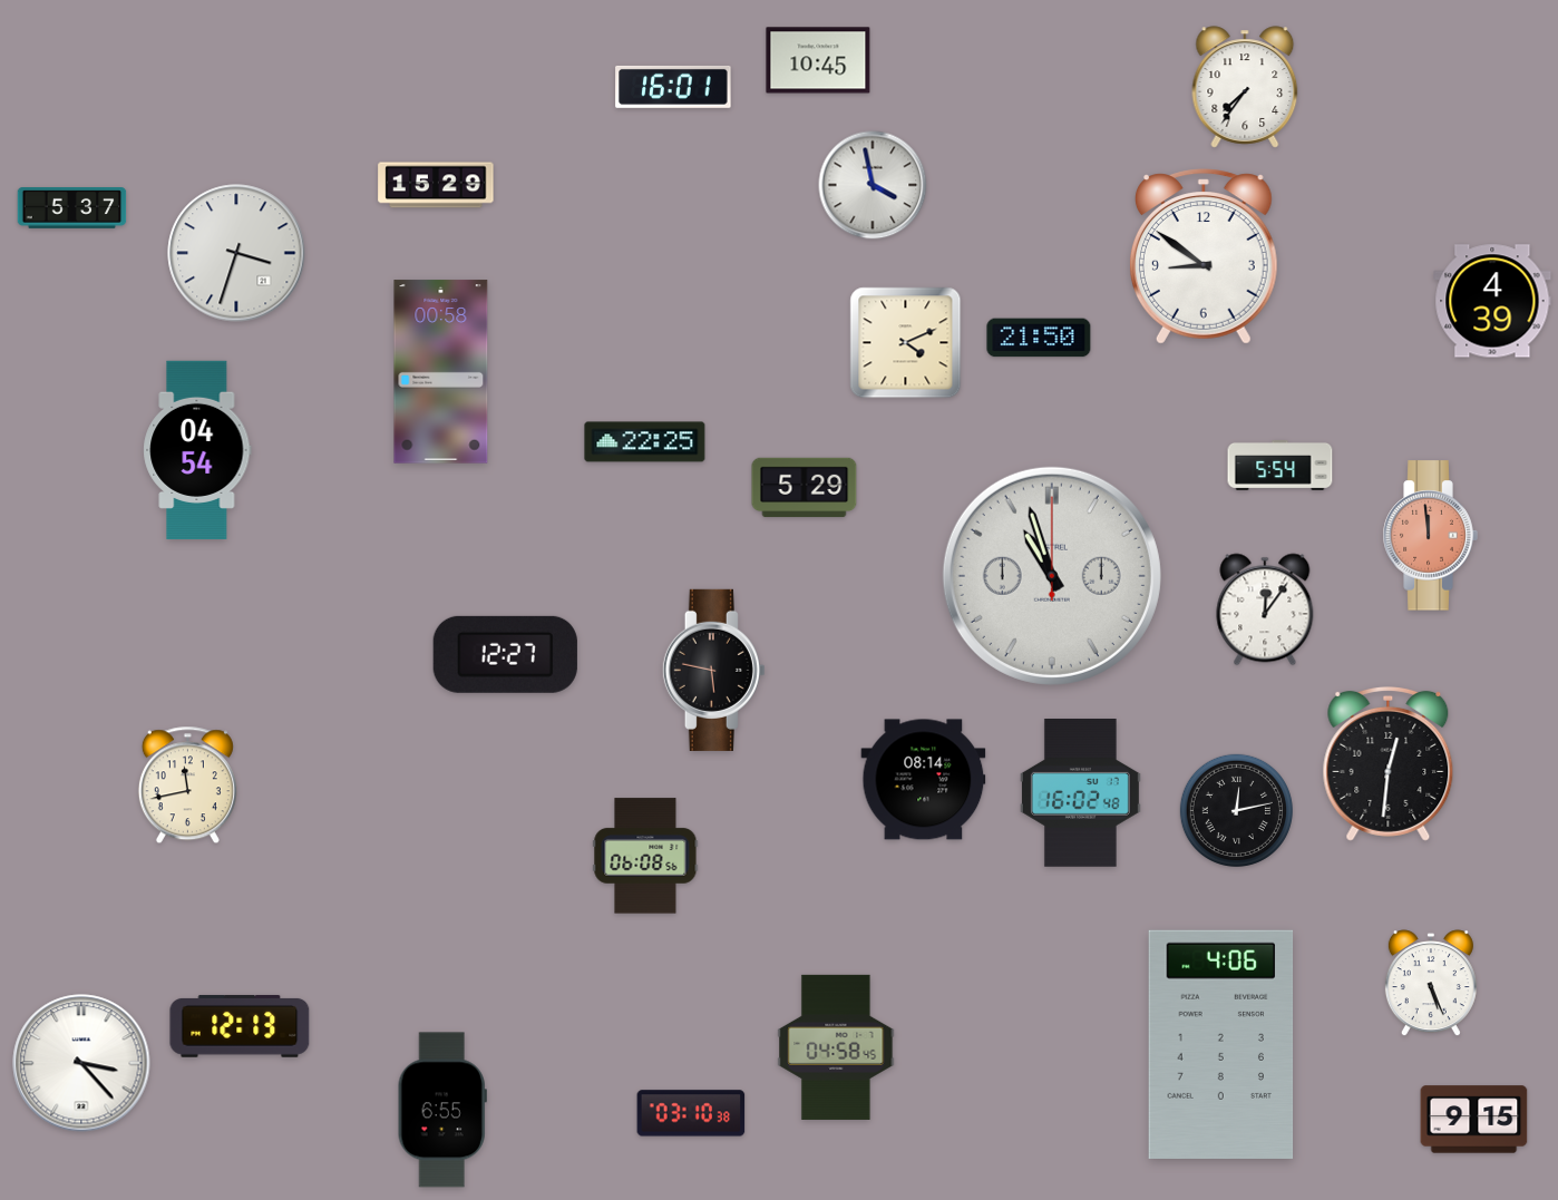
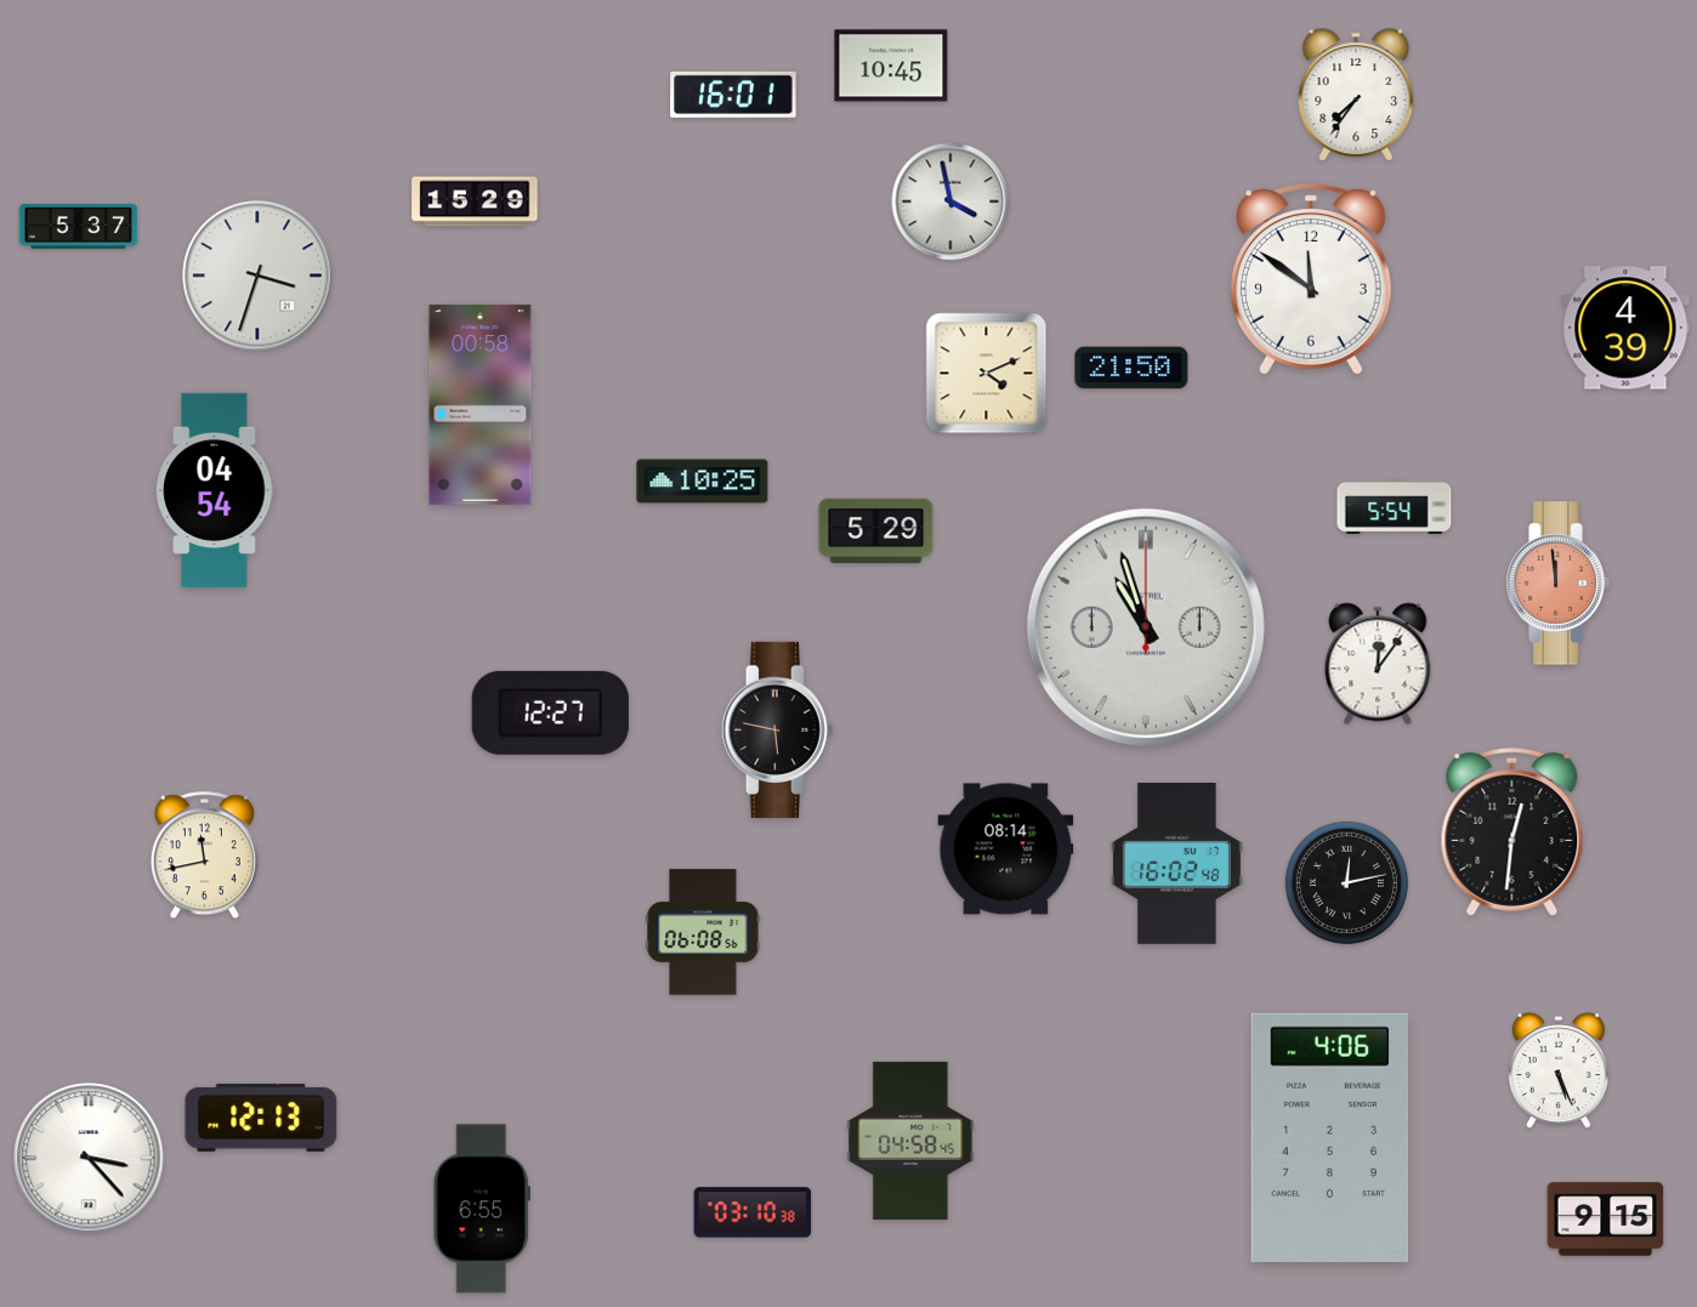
clock at (1204, 256): 8:51 -> 11:51
clock at (645, 442): 22:25 -> 10:25
